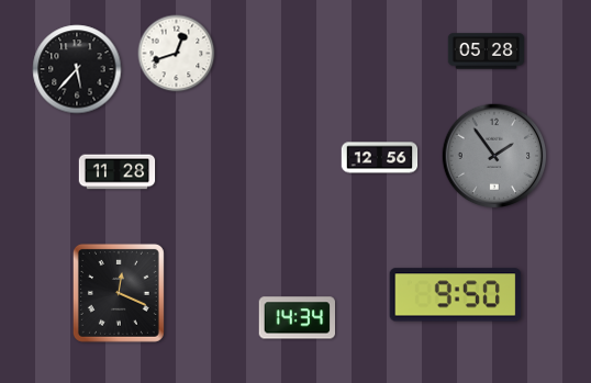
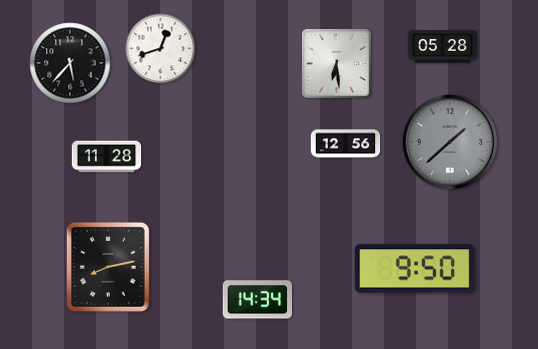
clock at (337, 64): none -> 6:29
clock at (494, 156): 1:54 -> 1:38
clock at (119, 293): 12:19 -> 8:13
clock at (297, 318) position: (297, 318) -> (257, 300)
